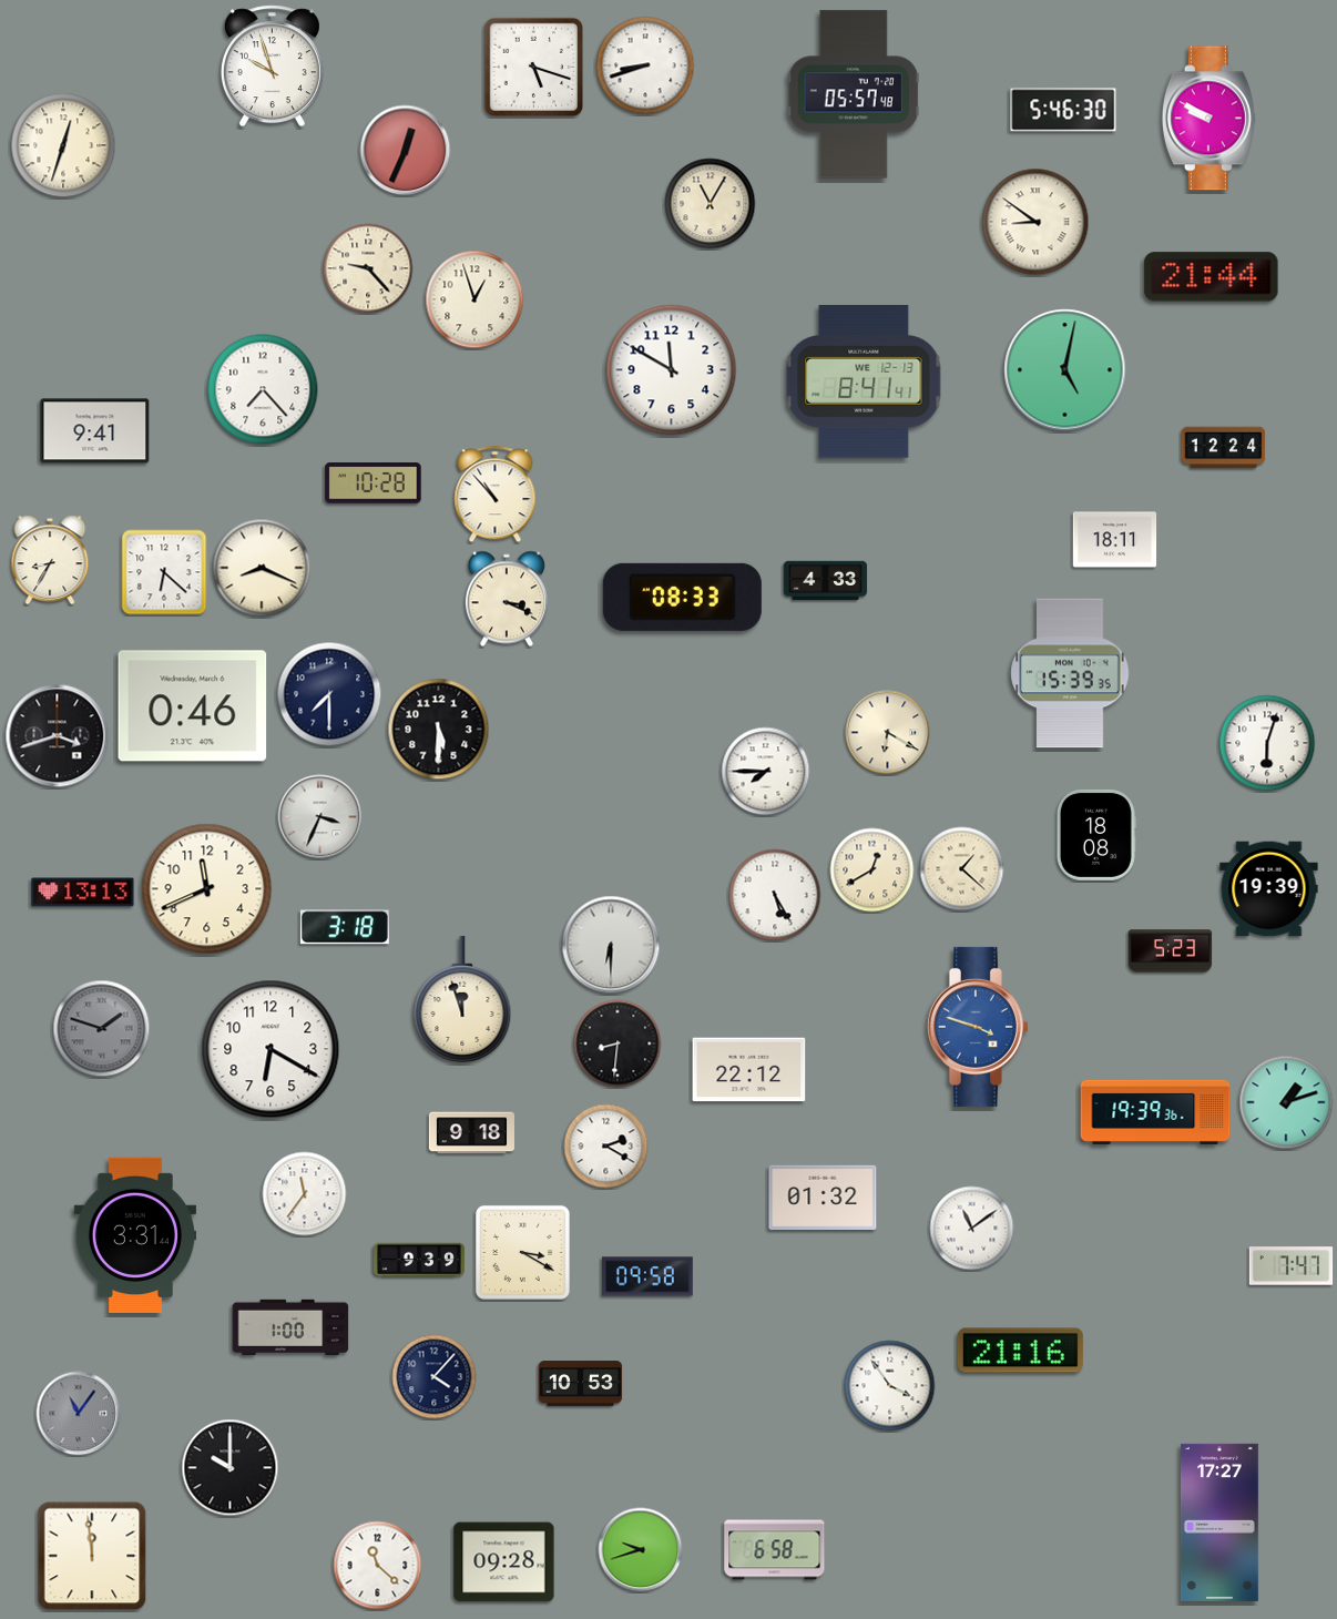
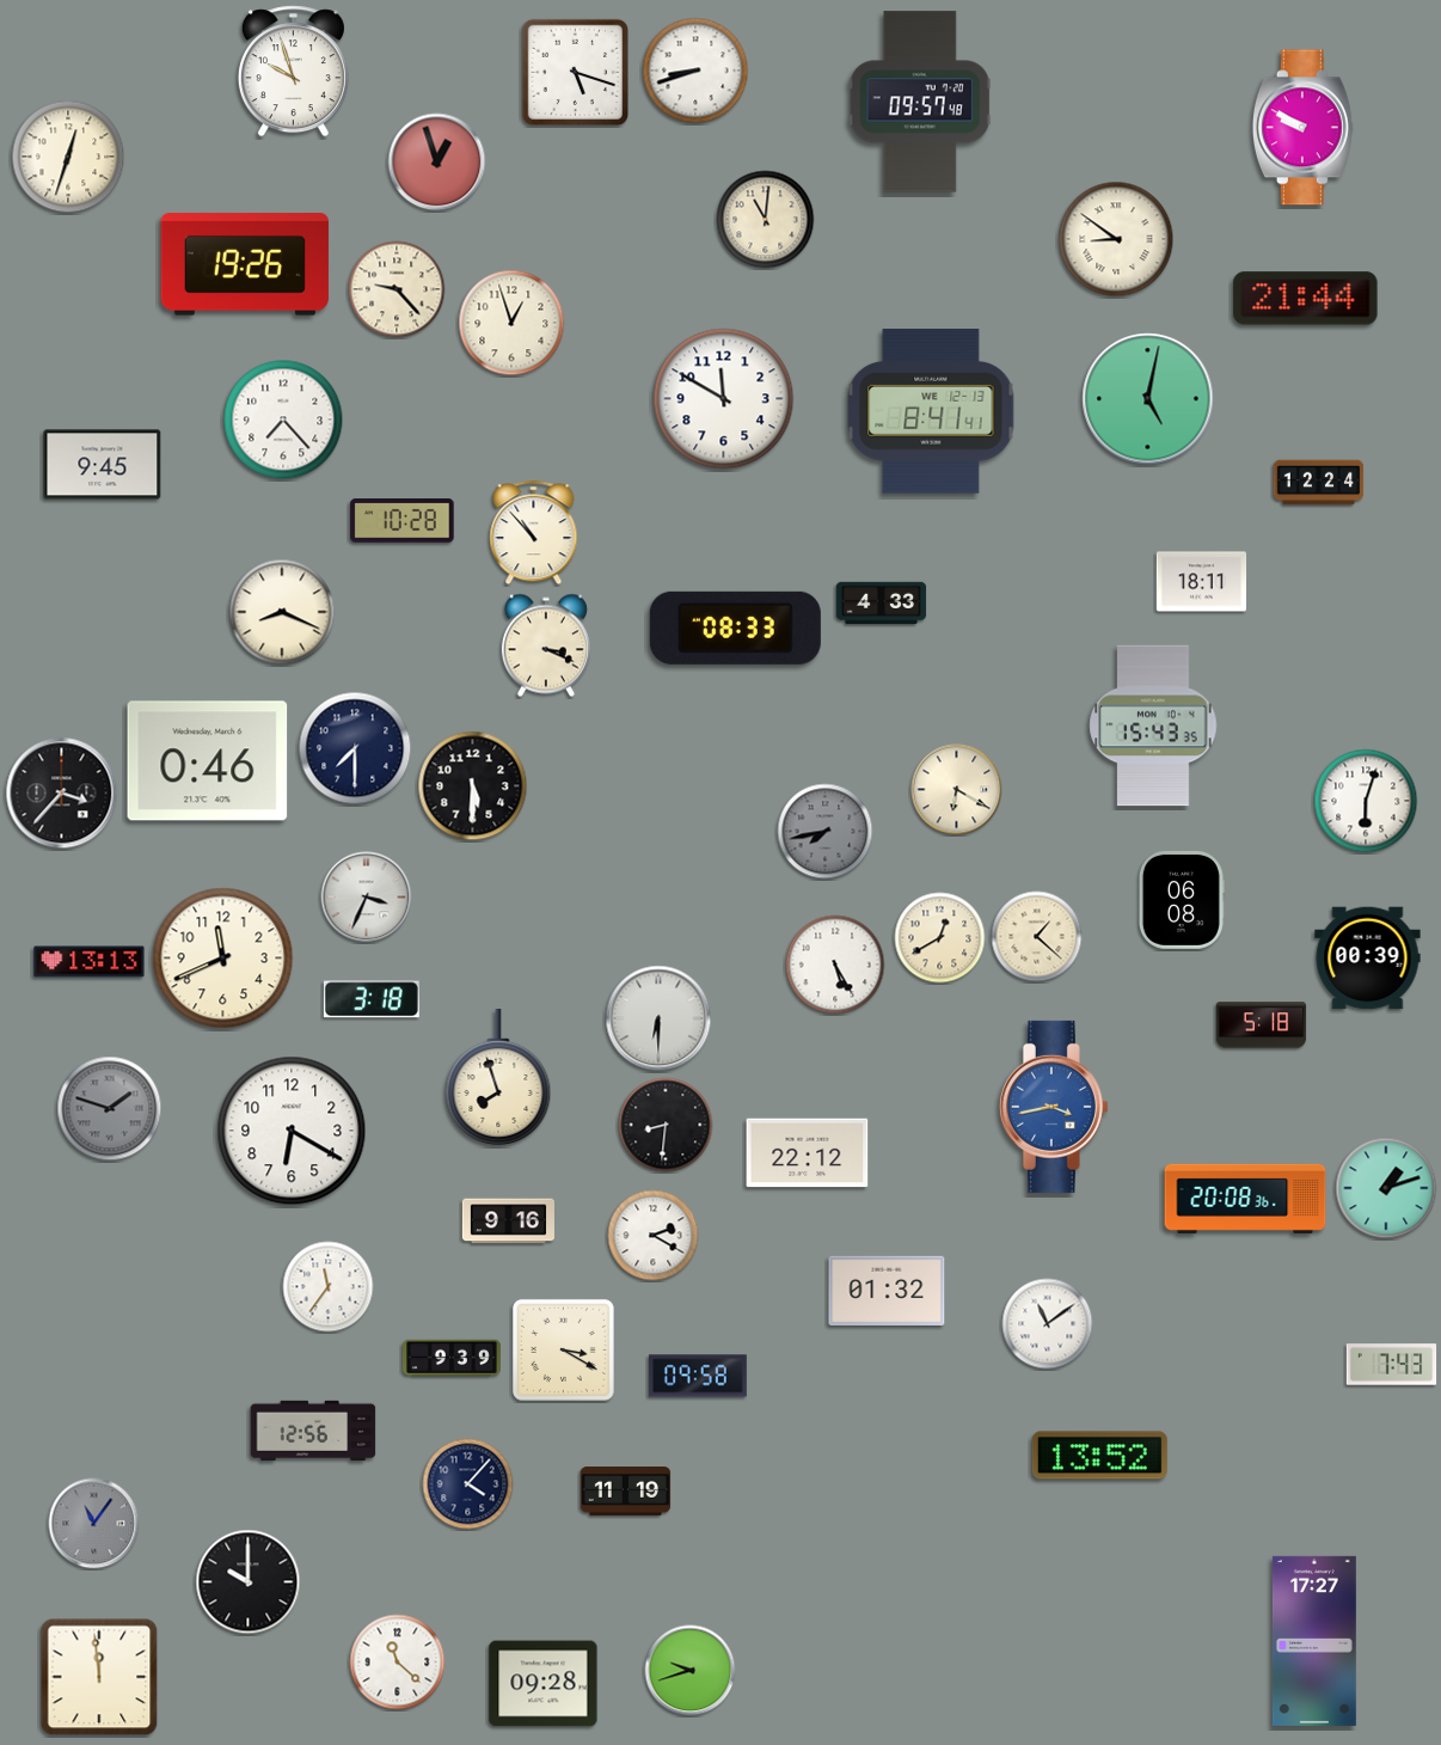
clock at (854, 94): 05:57 -> 09:57
clock at (1063, 110): 5:46 -> none
clock at (406, 151): 12:34 -> 12:57
clock at (711, 204): 11:05 -> 11:01
clock at (245, 264): none -> 19:26
clock at (95, 431): 9:41 -> 9:45
clock at (50, 560): 8:35 -> none
clock at (164, 572): 6:22 -> none
clock at (826, 581) position: (826, 581) -> (882, 604)
clock at (682, 597) position: (682, 597) -> (735, 627)
clock at (1070, 673): 15:39 -> 15:43
clock at (58, 736): 3:42 -> 3:37
clock at (766, 772): 7:45 -> 7:43
clock at (766, 772) dial: white -> grey
clock at (320, 817) position: (320, 817) -> (367, 898)
clock at (1095, 835): 18:08 -> 06:08
clock at (1269, 889): 19:39 -> 00:39
clock at (1171, 951): 5:23 -> 5:18
clock at (462, 999): 11:57 -> 7:57
clock at (978, 1027): 3:48 -> 3:43
clock at (1155, 1112): 19:39 -> 20:08
clock at (471, 1133): 9:18 -> 9:16
clock at (134, 1235): 3:31 -> none
clock at (1292, 1266): 7:47 -> 7:43
clock at (290, 1326): 1:00 -> 12:56
clock at (1020, 1351): 21:16 -> 13:52
clock at (581, 1384): 10:53 -> 11:19
clock at (890, 1386): 3:54 -> none
clock at (79, 1414) position: (79, 1414) -> (94, 1524)
clock at (775, 1550): 6:58 -> none
clock at (378, 1566) position: (378, 1566) -> (398, 1663)
